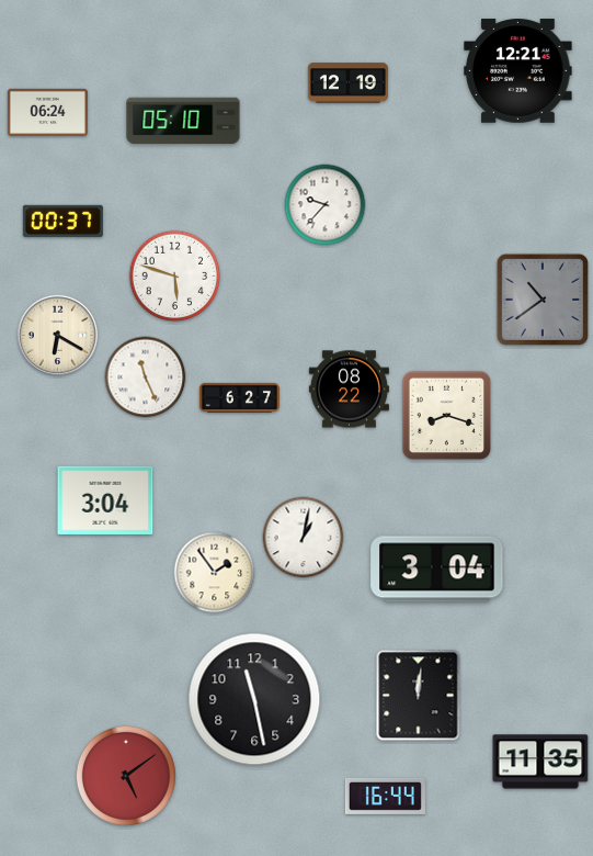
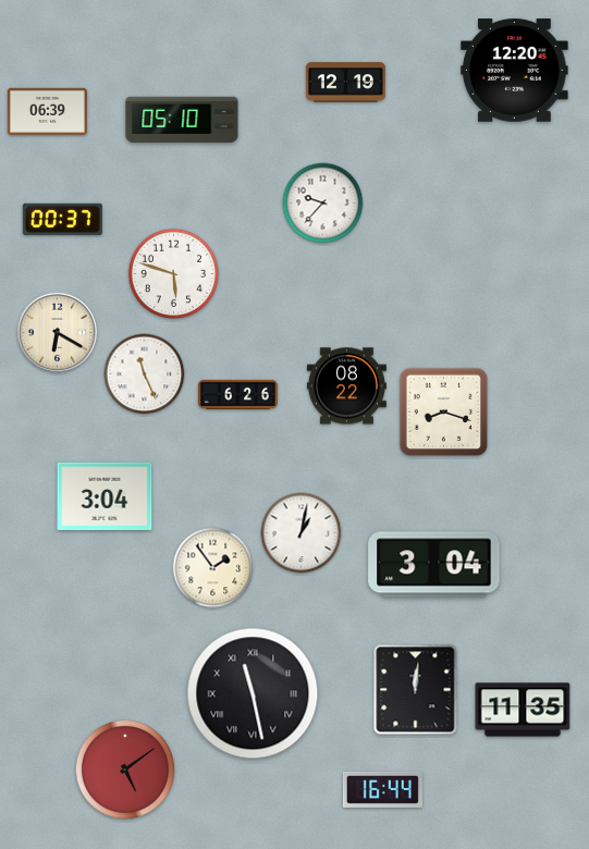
clock at (518, 71): 12:21 -> 12:20
clock at (47, 112): 06:24 -> 06:39
clock at (543, 300): 10:39 -> none
clock at (239, 397): 6:27 -> 6:26
clock at (254, 699) numerals: Arabic -> Roman
clock at (540, 762) position: (540, 762) -> (523, 710)
